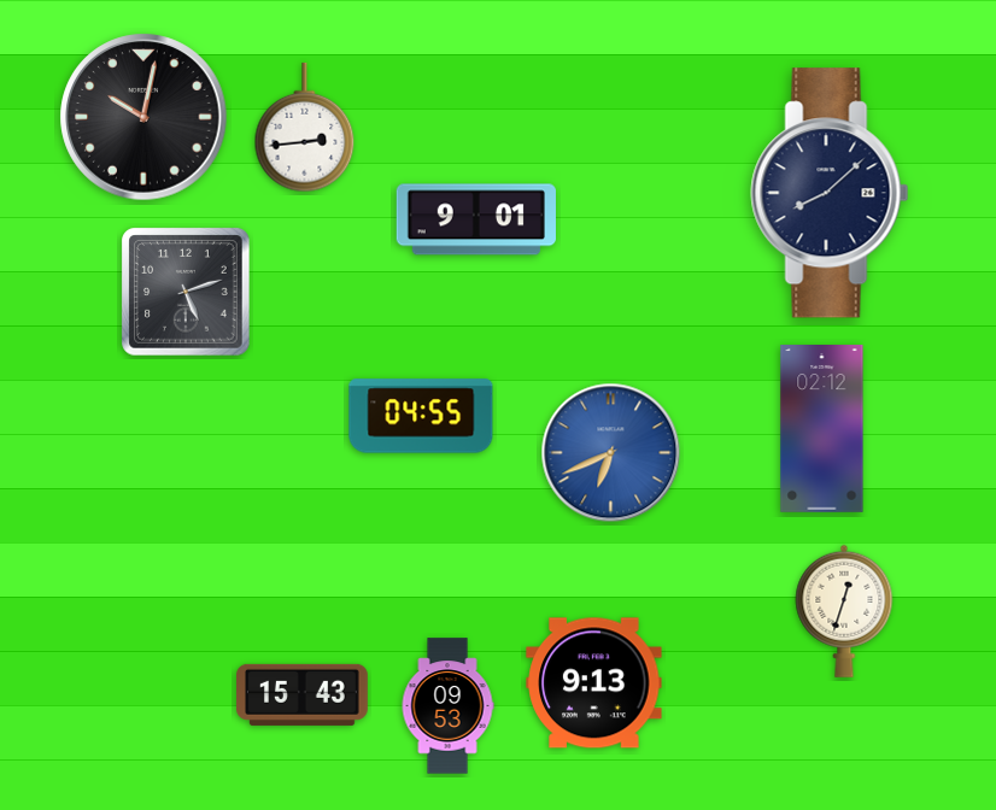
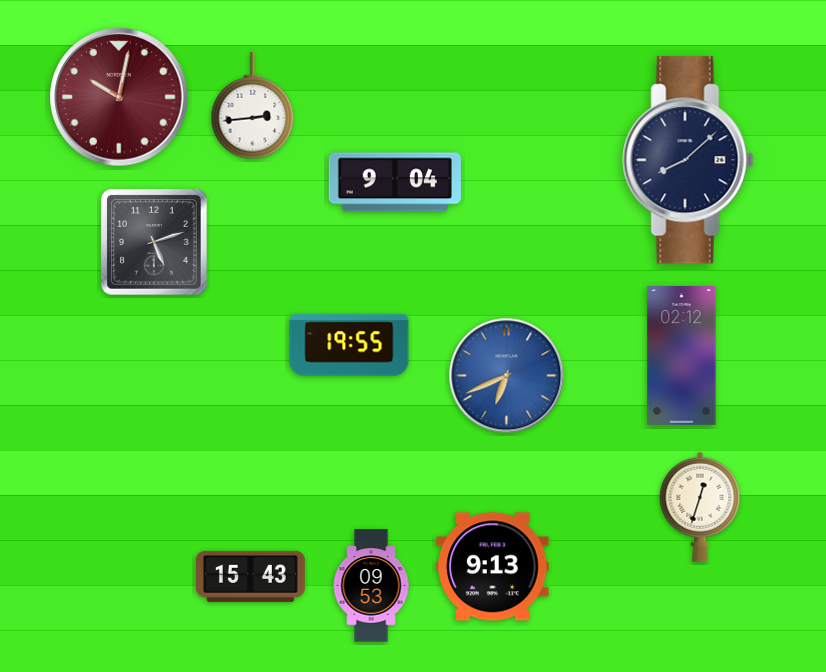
clock at (143, 117) dial: black -> burgundy
clock at (476, 219): 9:01 -> 9:04
clock at (421, 416): 04:55 -> 19:55
